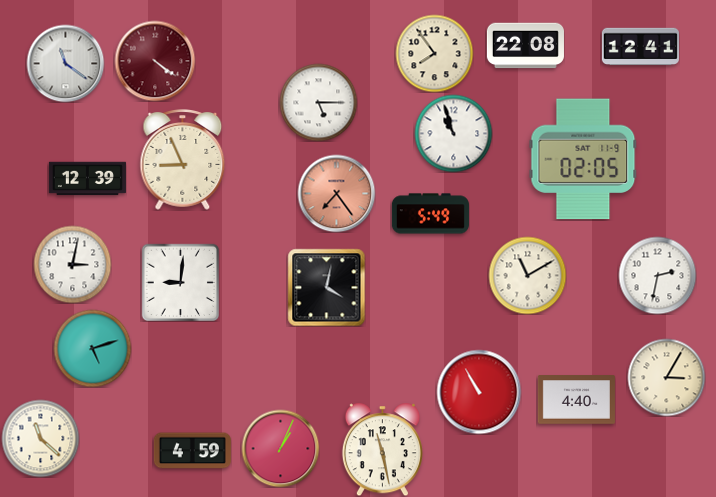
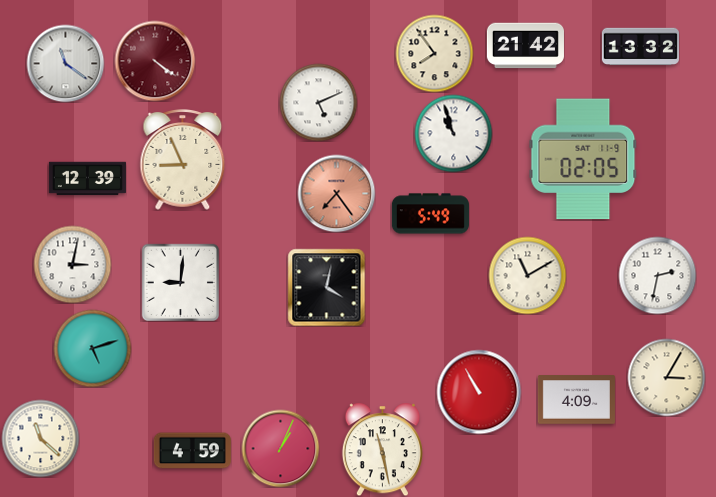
clock at (525, 46): 22:08 -> 21:42
clock at (640, 47): 12:41 -> 13:32
clock at (318, 102): 5:15 -> 5:11
clock at (576, 400): 4:40 -> 4:09
